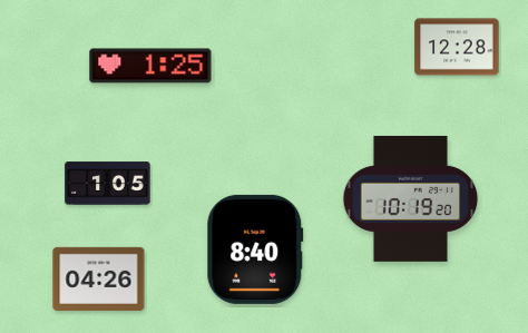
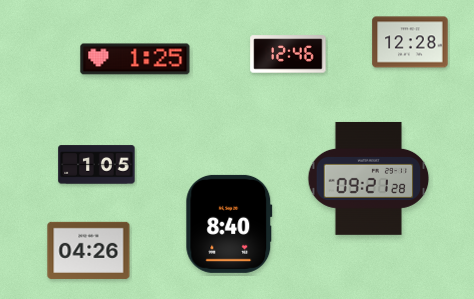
clock at (288, 54): none -> 12:46
clock at (411, 198): 10:19 -> 09:21
